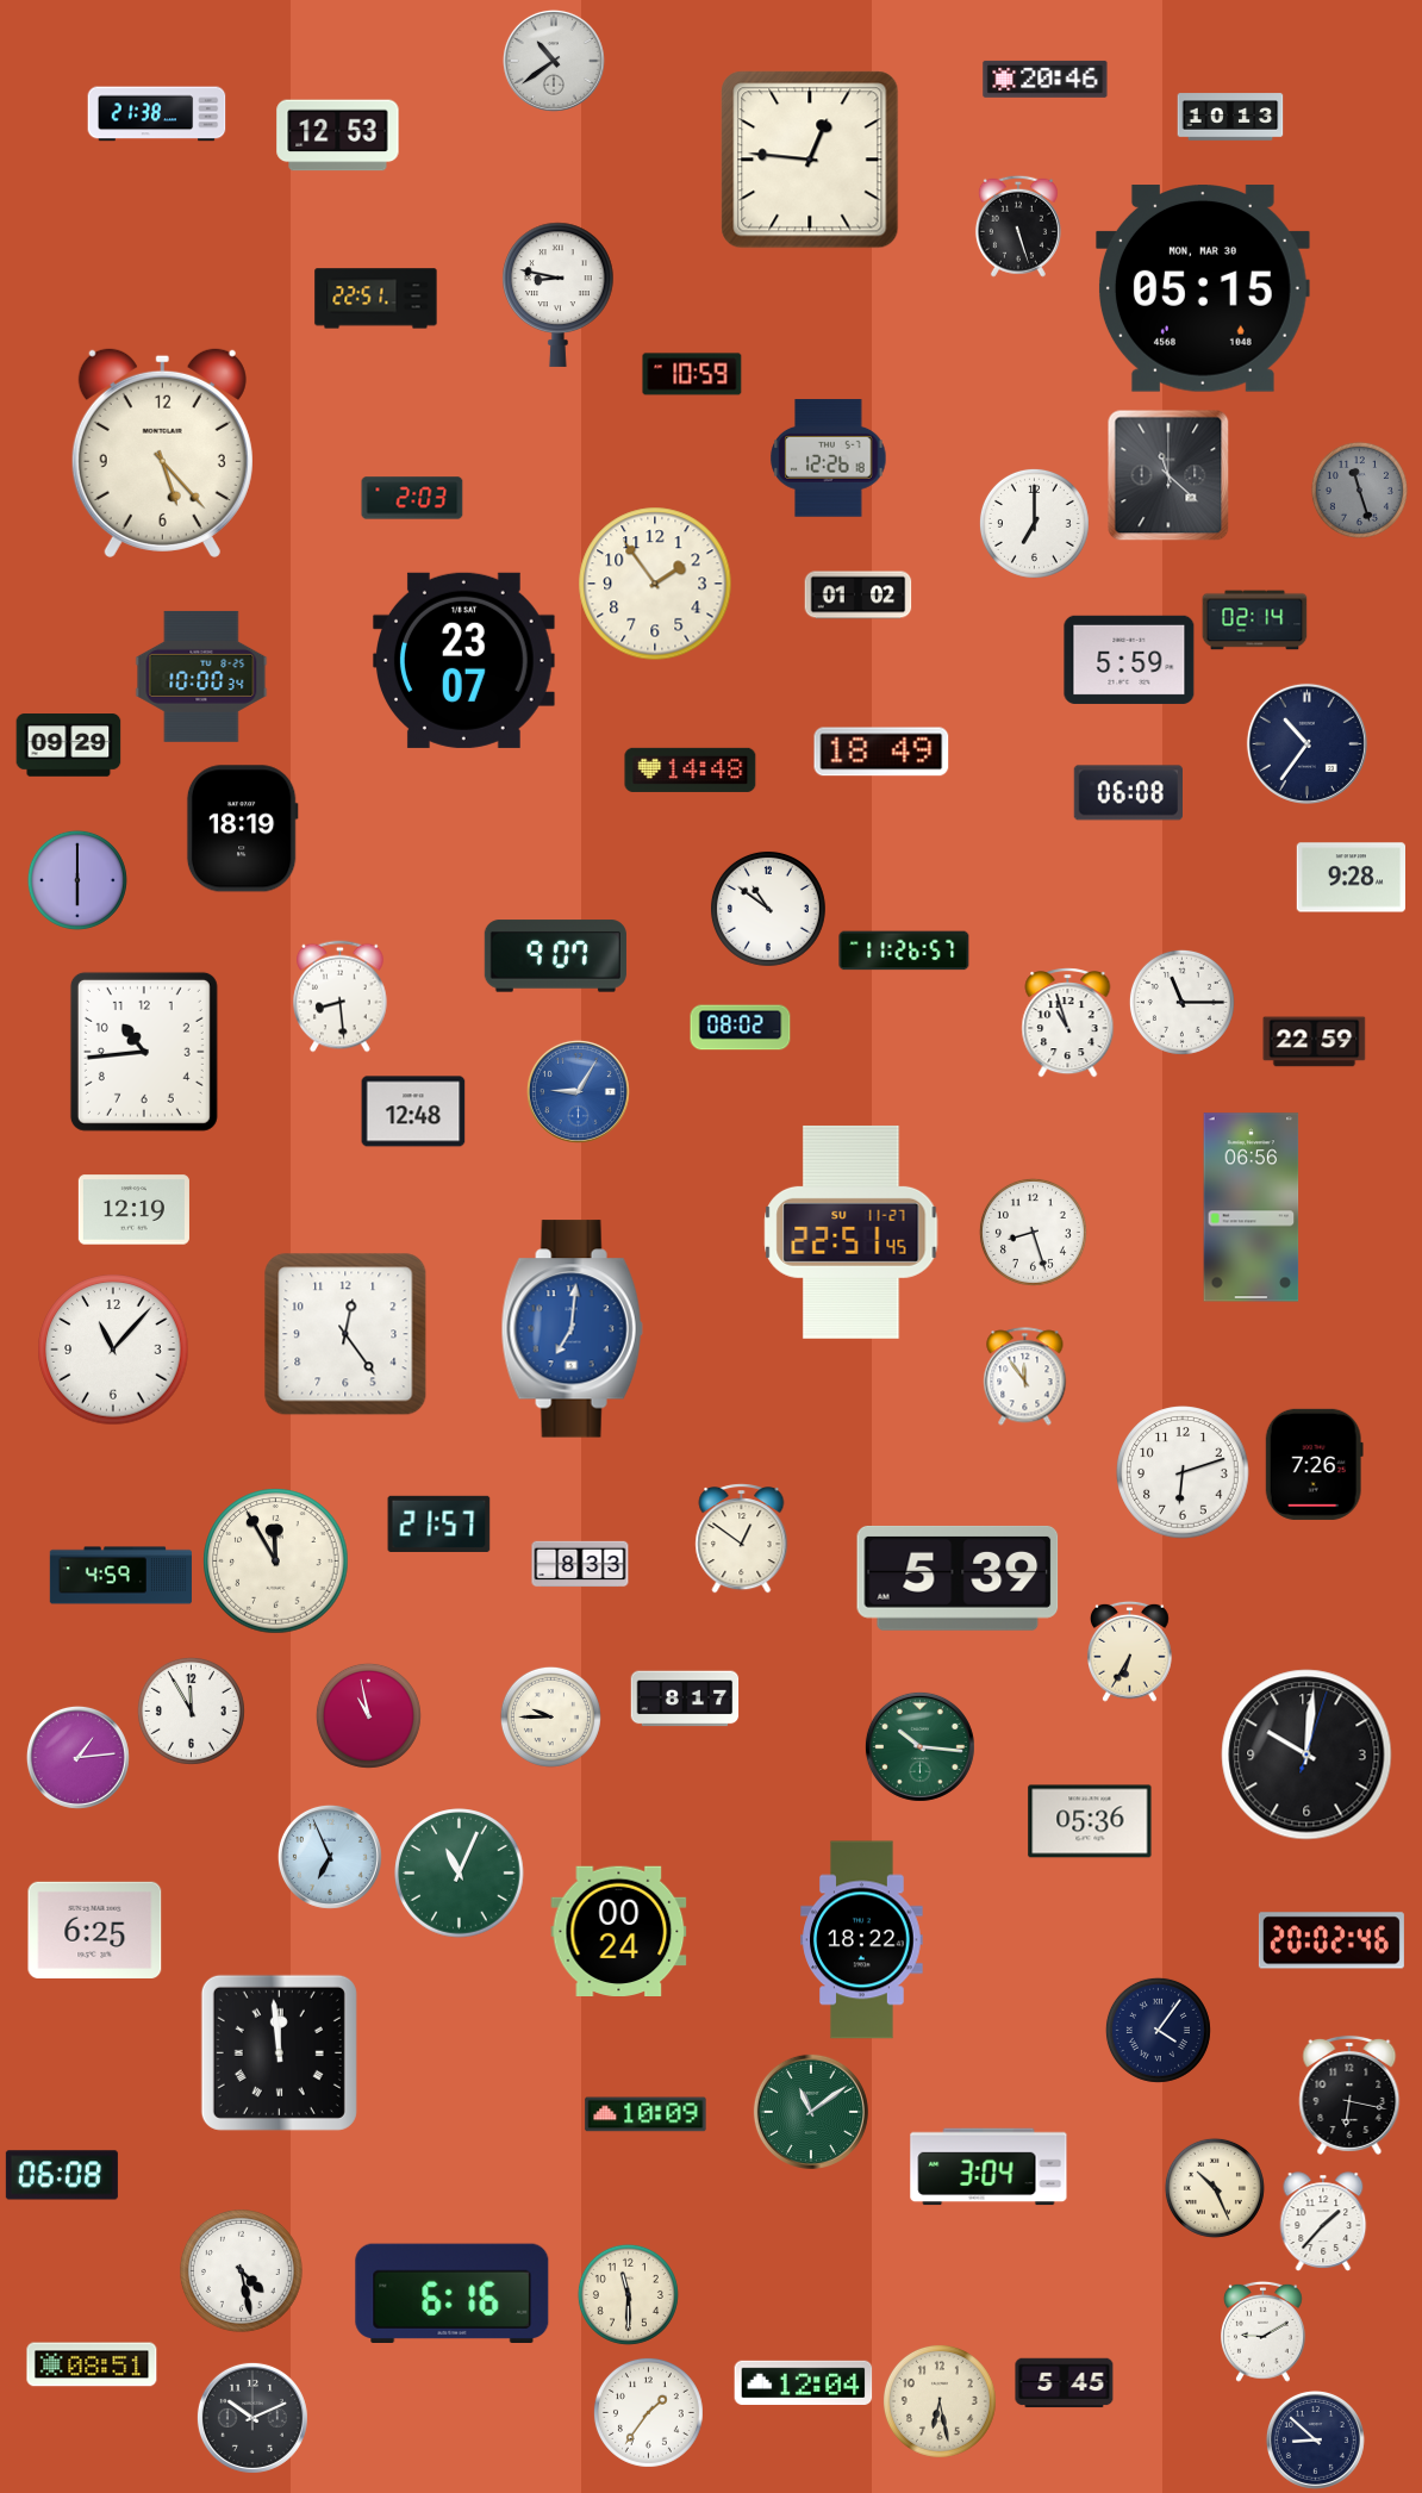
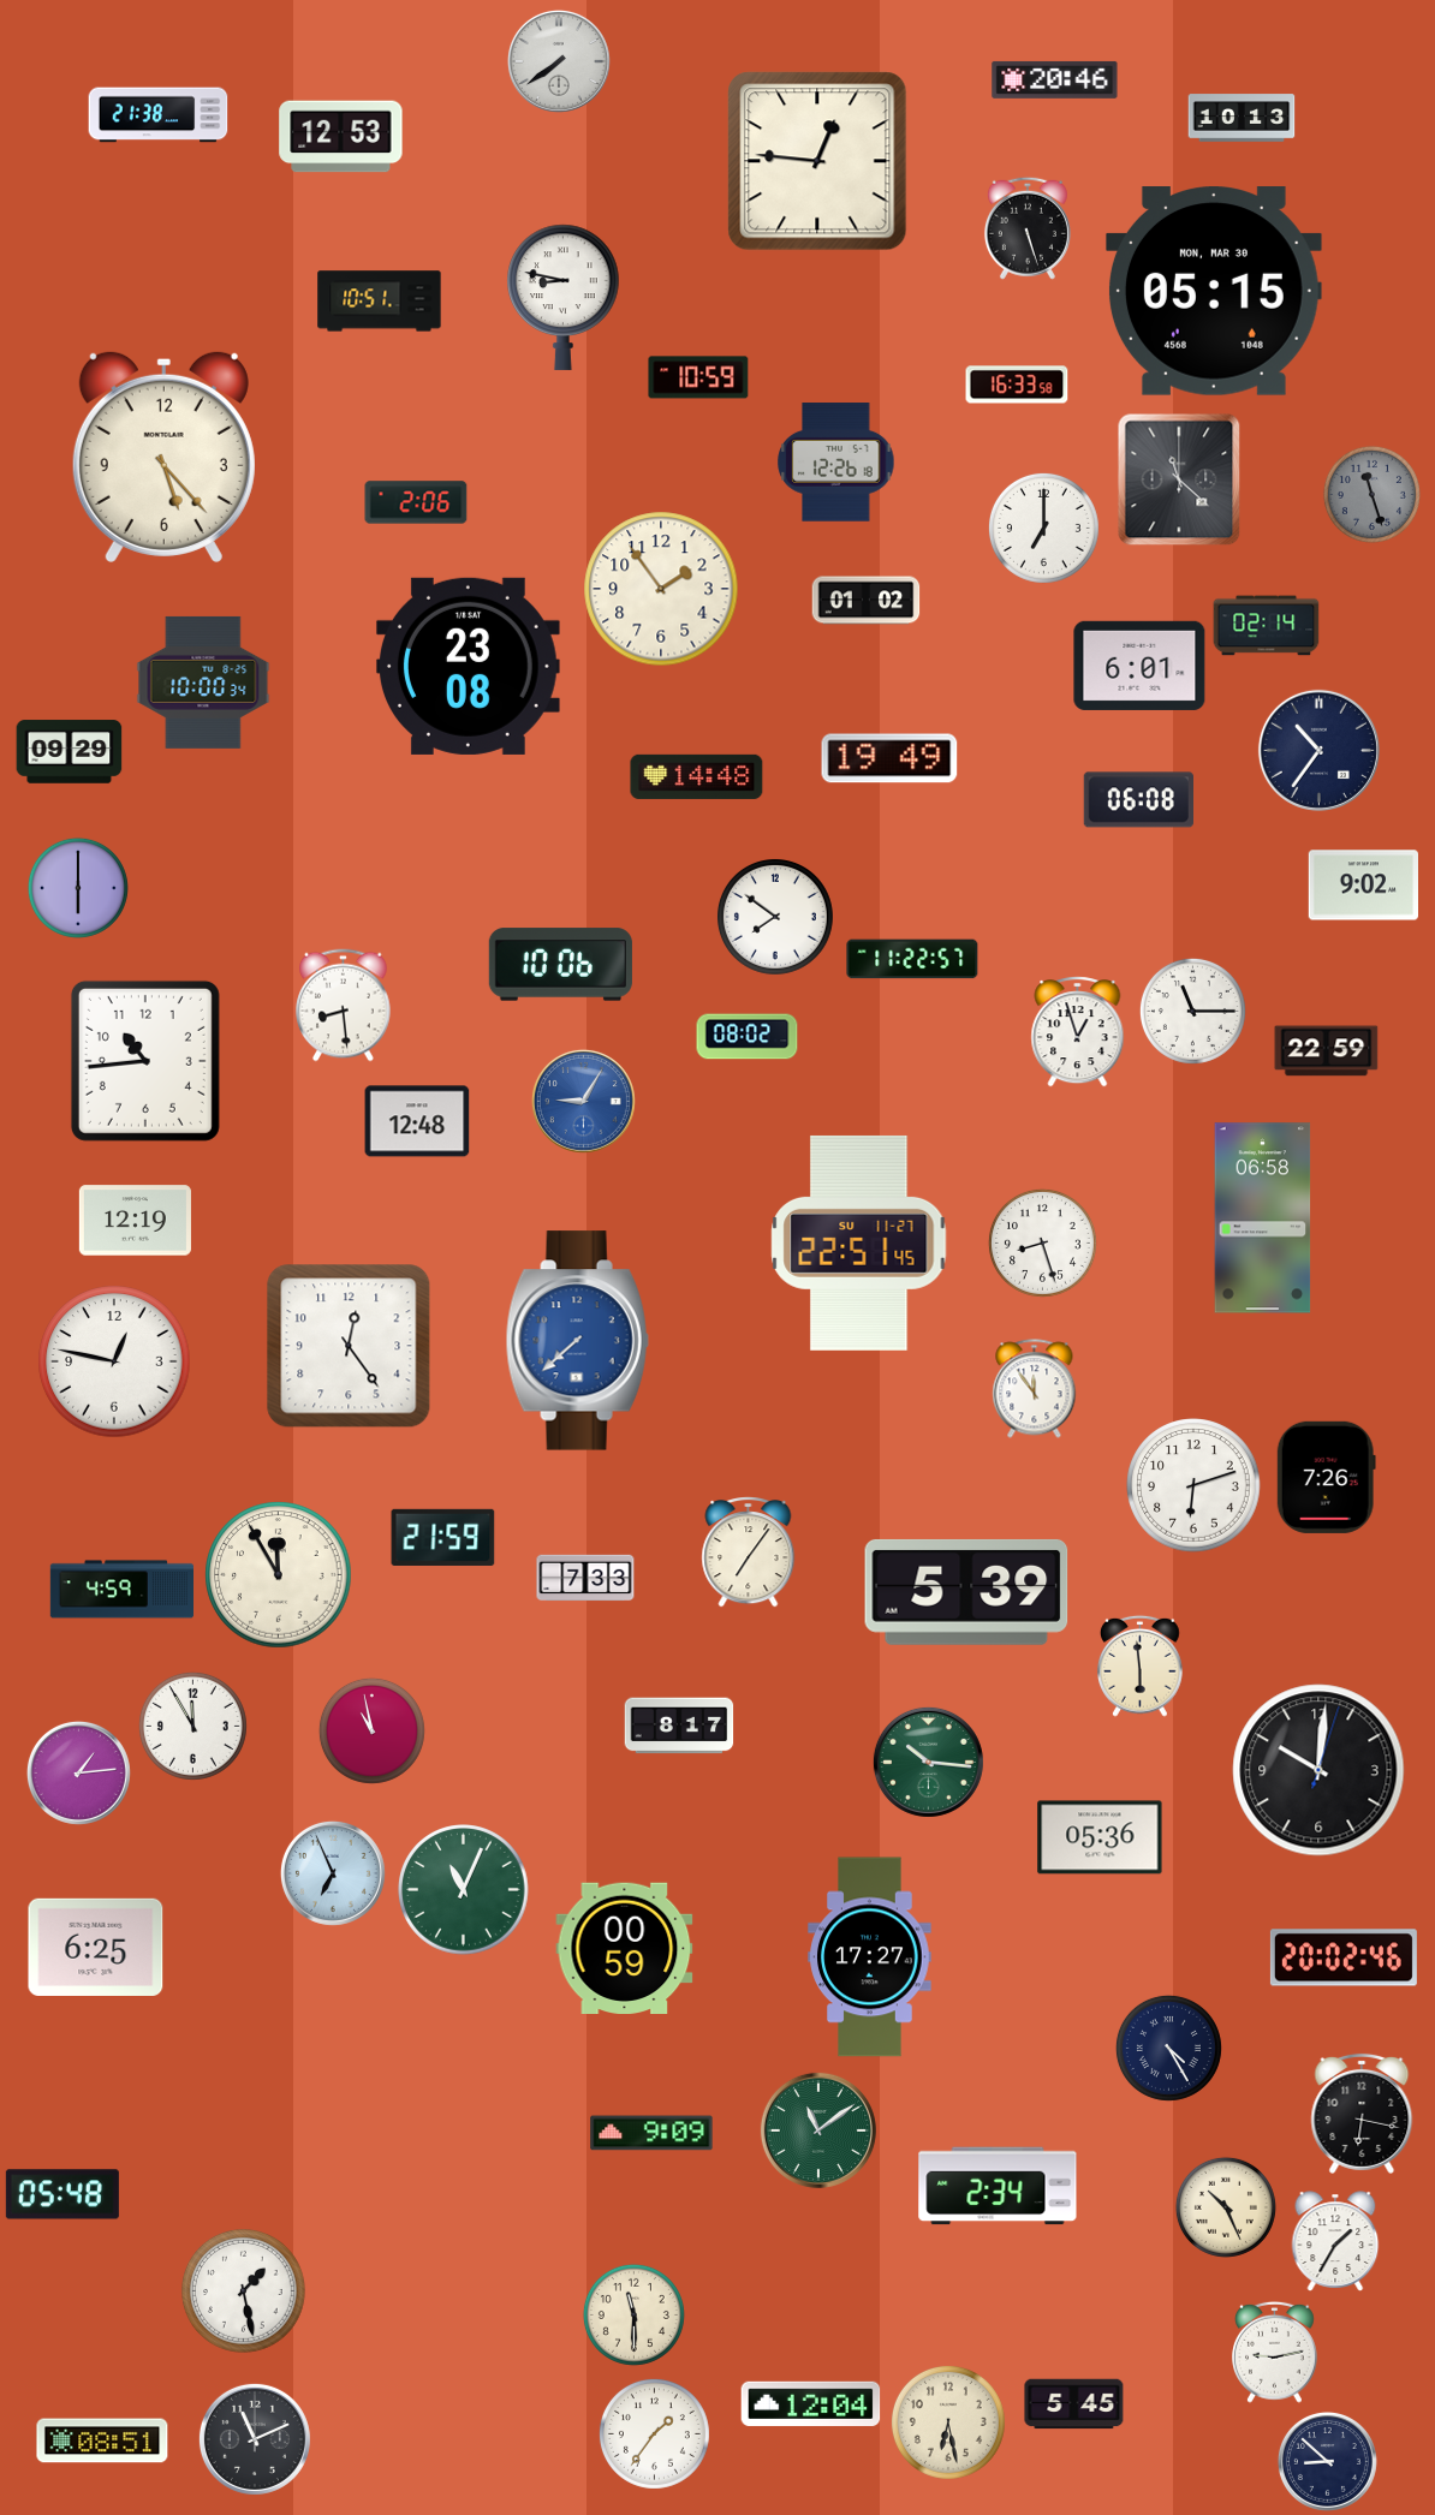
clock at (554, 61): 10:39 -> 7:39
clock at (376, 299): 22:51 -> 10:51
clock at (1017, 385): none -> 16:33
clock at (412, 498): 2:03 -> 2:06
clock at (464, 660): 23:07 -> 23:08
clock at (1129, 660): 5:59 -> 6:01
clock at (881, 752): 18:49 -> 19:49
clock at (242, 829): 18:19 -> none
clock at (1352, 878): 9:28 -> 9:02
clock at (768, 909): 10:51 -> 7:51
clock at (904, 951): 11:26 -> 11:22
clock at (555, 956): 9:07 -> 10:06
clock at (1068, 1023): 10:57 -> 12:57
clock at (1252, 1208): 06:56 -> 06:58
clock at (572, 1329): 7:01 -> 7:38
clock at (113, 1350): 11:07 -> 12:47
clock at (439, 1523): 21:57 -> 21:59
clock at (742, 1539): 12:51 -> 7:06
clock at (580, 1564): 8:33 -> 7:33
clock at (1130, 1651): 6:35 -> 5:59
clock at (685, 1699) position: (685, 1699) -> (679, 1726)
clock at (550, 1716): 9:45 -> none
clock at (619, 1931): 00:24 -> 00:59
clock at (862, 1940): 18:22 -> 17:27
clock at (1158, 2030): 4:06 -> 4:25
clock at (279, 2052): 11:59 -> none
clock at (645, 2114): 10:09 -> 9:09
clock at (988, 2167): 3:04 -> 2:34
clock at (62, 2175): 06:08 -> 05:48
clock at (1323, 2221): 1:37 -> 1:35
clock at (242, 2271): 4:28 -> 1:28
clock at (453, 2293): 6:16 -> none
clock at (1264, 2331): 9:10 -> 9:13
clock at (92, 2364) position: (92, 2364) -> (102, 2440)
clock at (252, 2418): 10:11 -> 11:11
